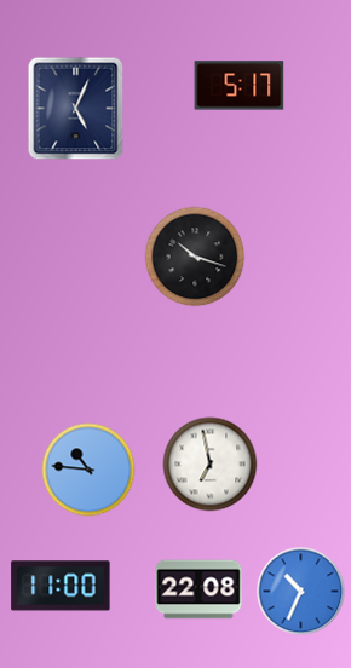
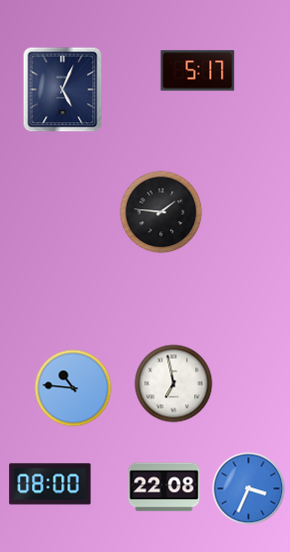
clock at (195, 257): 10:18 -> 1:46
clock at (61, 586): 11:00 -> 08:00
clock at (301, 592): 10:34 -> 3:34
